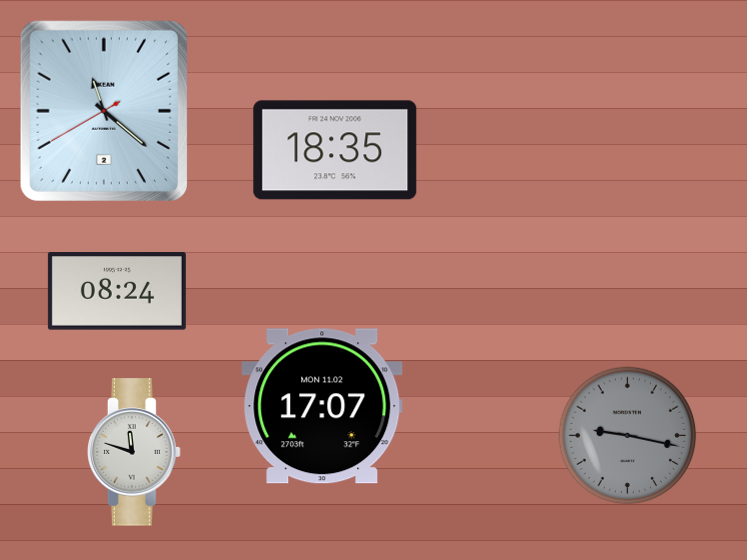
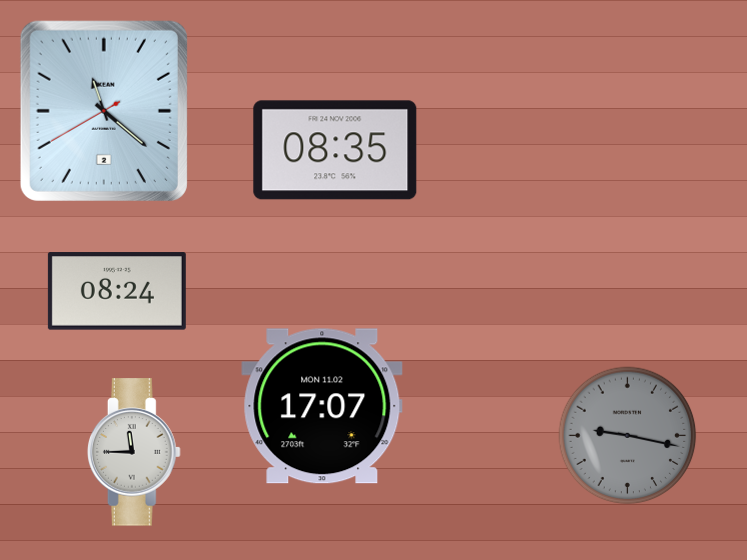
clock at (335, 150): 18:35 -> 08:35
clock at (134, 452): 11:48 -> 11:45
